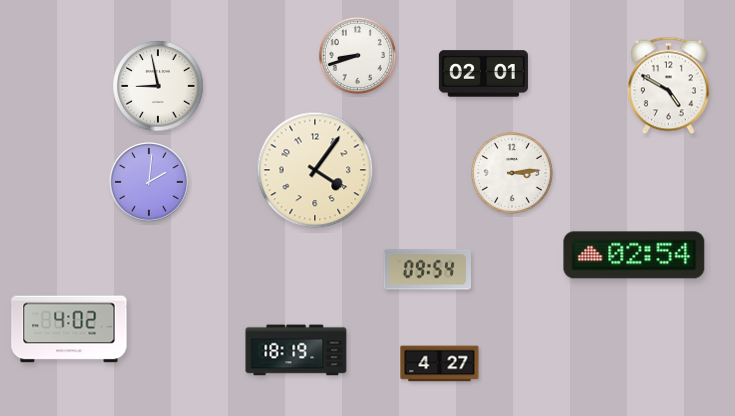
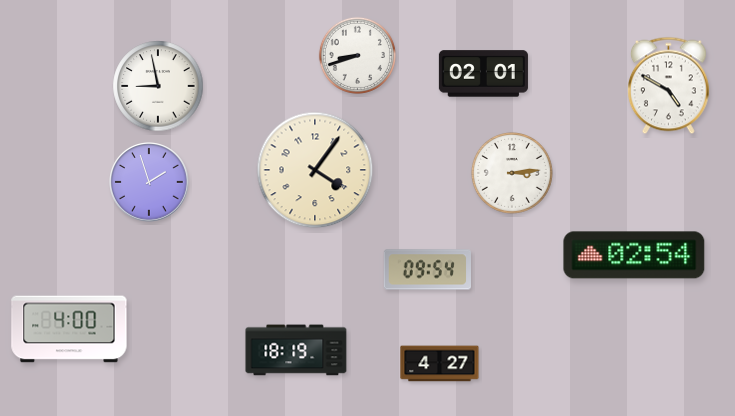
clock at (149, 182): 2:01 -> 1:57
clock at (69, 329): 4:02 -> 4:00
